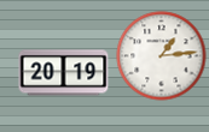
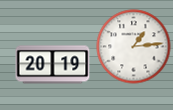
clock at (64, 73) position: (64, 73) -> (53, 65)
